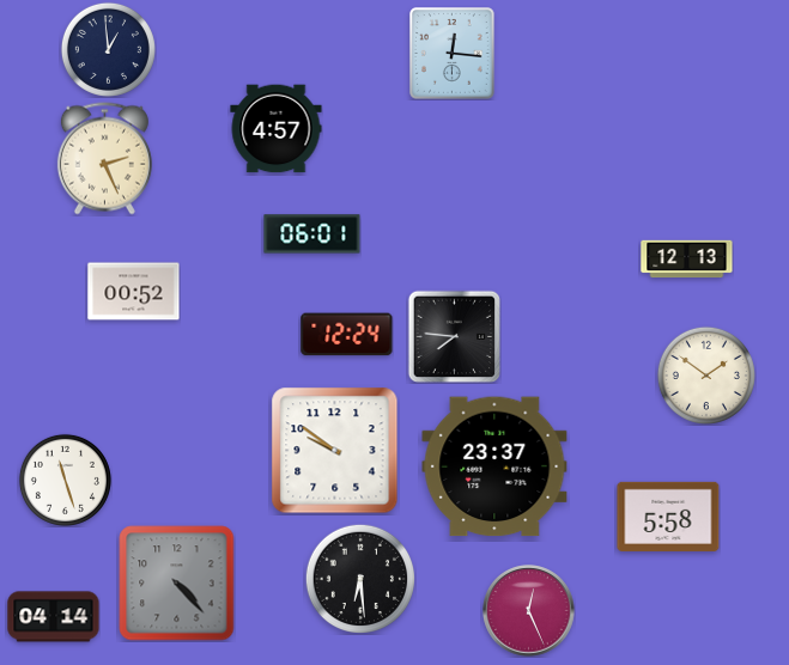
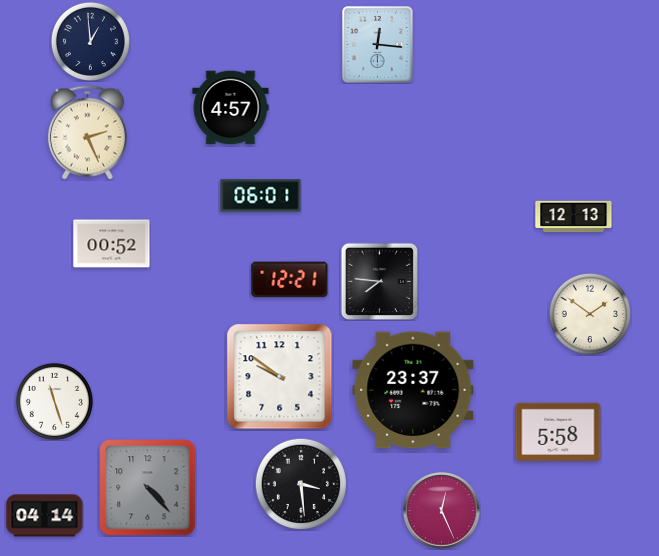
clock at (347, 335): 12:24 -> 12:21
clock at (359, 578): 6:29 -> 3:29
